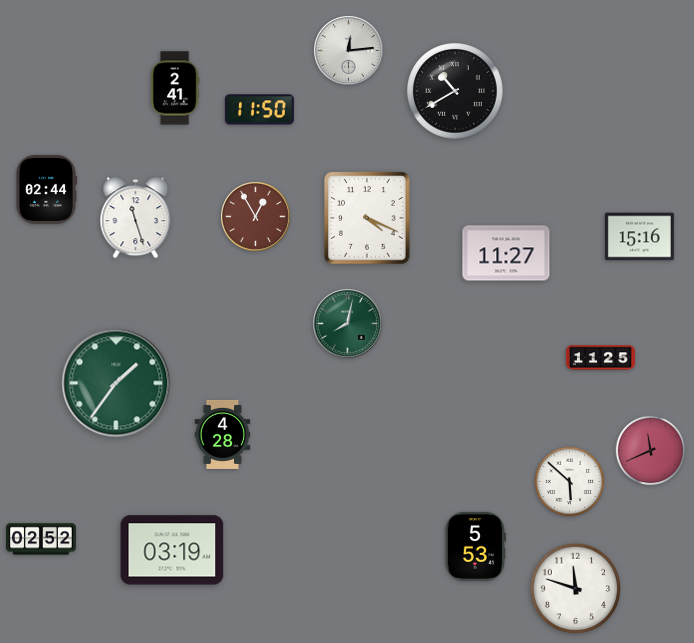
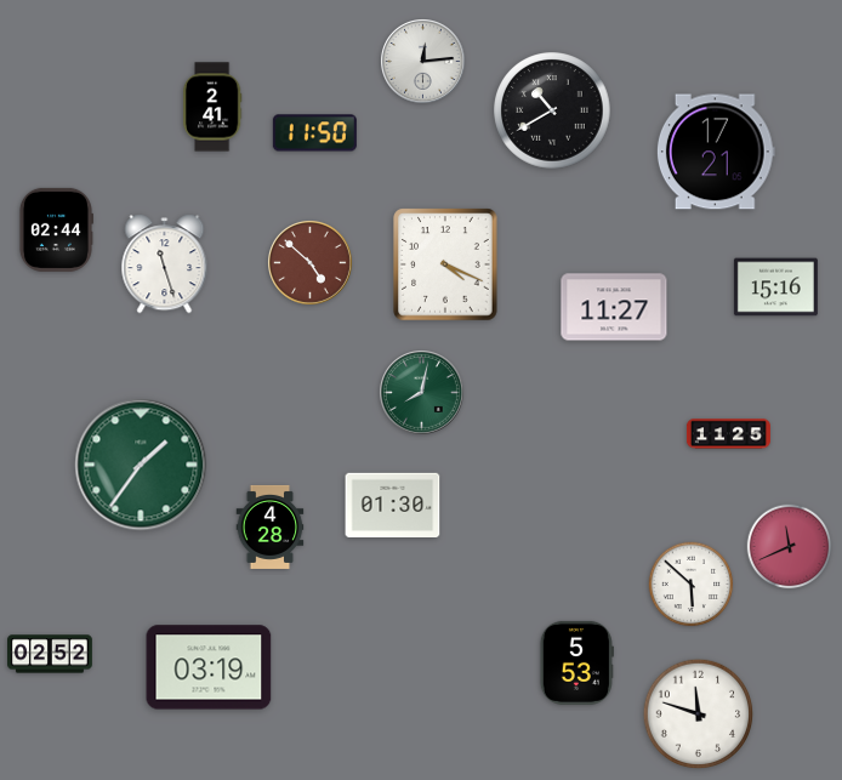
clock at (716, 152): none -> 17:21
clock at (256, 217): 12:55 -> 4:52
clock at (393, 505): none -> 01:30
